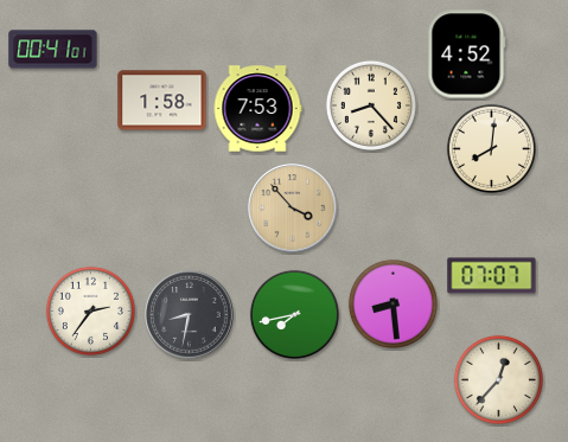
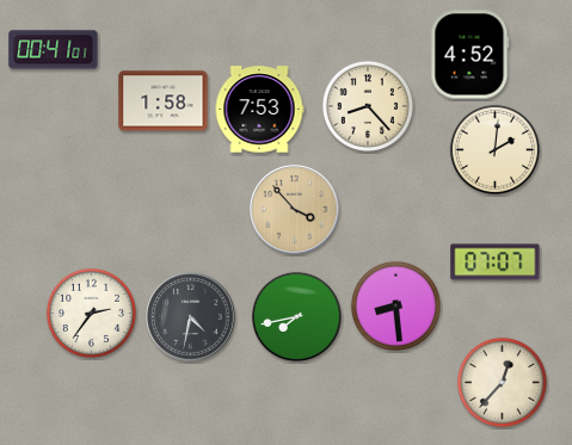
clock at (371, 105) position: (371, 105) -> (368, 106)
clock at (491, 148): 8:01 -> 2:01
clock at (492, 276) position: (492, 276) -> (496, 262)
clock at (190, 315): 8:32 -> 4:32
